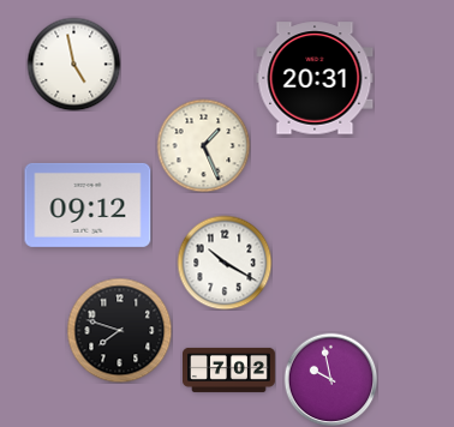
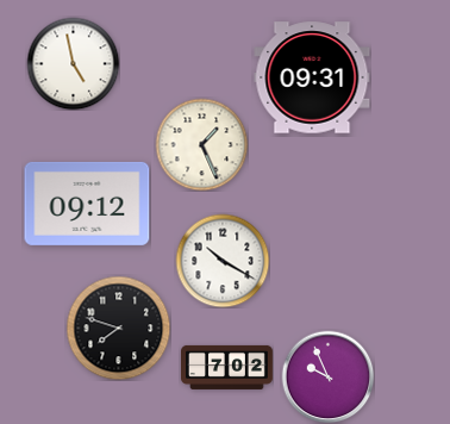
clock at (315, 78): 20:31 -> 09:31
clock at (330, 379): 9:58 -> 9:56
